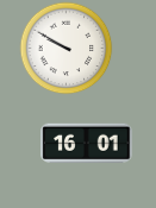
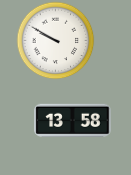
clock at (87, 144): 16:01 -> 13:58
